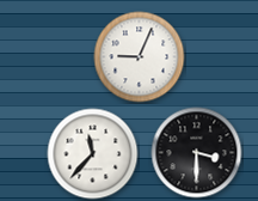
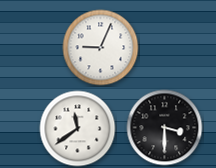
clock at (140, 57) position: (140, 57) -> (101, 48)
clock at (93, 154): 11:37 -> 11:39
